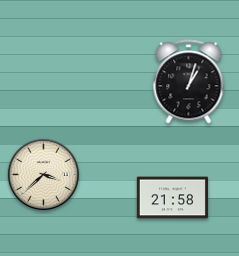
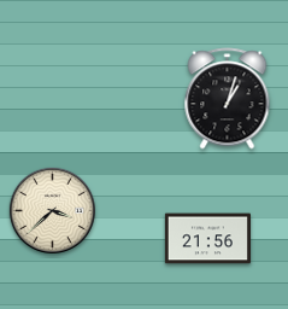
clock at (172, 198): 21:58 -> 21:56
